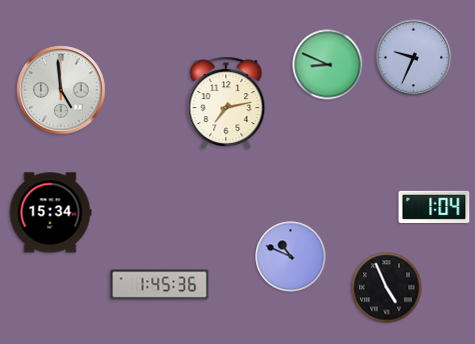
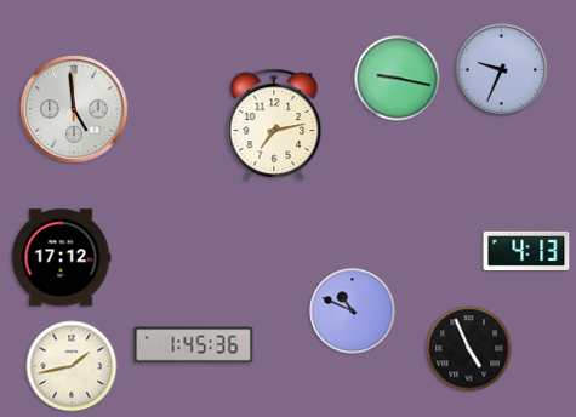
clock at (328, 65): 8:49 -> 9:17
clock at (434, 206): 1:04 -> 4:13
clock at (50, 213): 15:34 -> 17:12
clock at (72, 366): none -> 1:43
